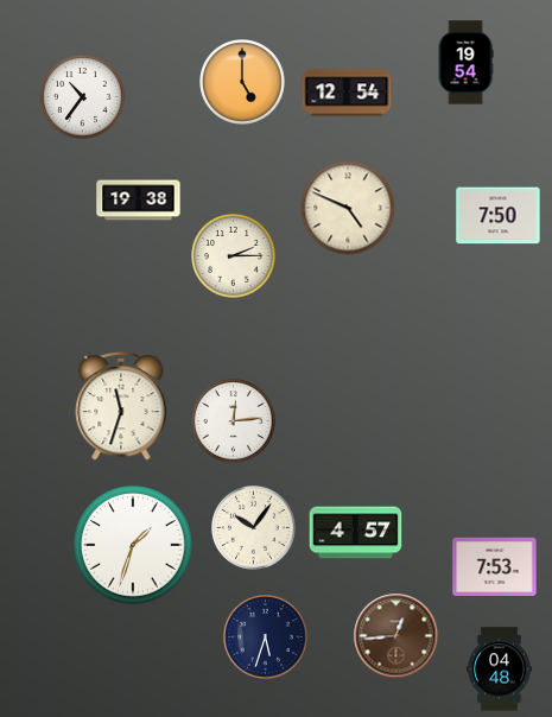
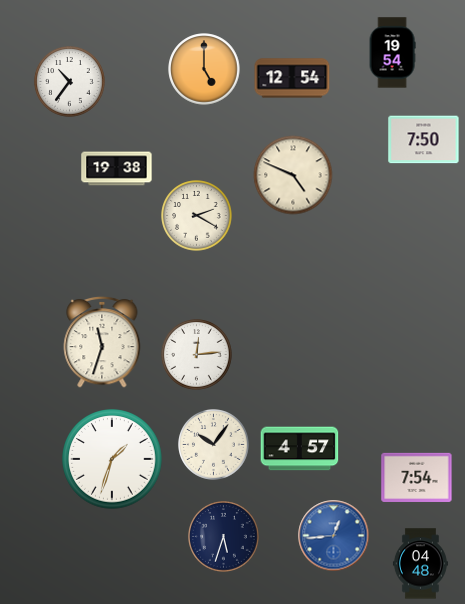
clock at (499, 216) position: (499, 216) -> (424, 140)
clock at (234, 256): 2:15 -> 2:20
clock at (495, 566): 7:53 -> 7:54
clock at (396, 636) dial: brown -> blue
